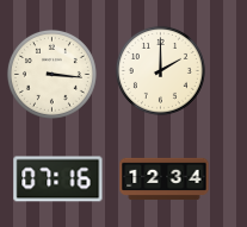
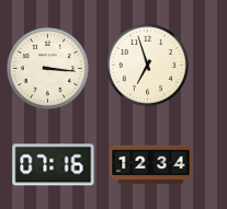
clock at (160, 70): 2:00 -> 6:57
